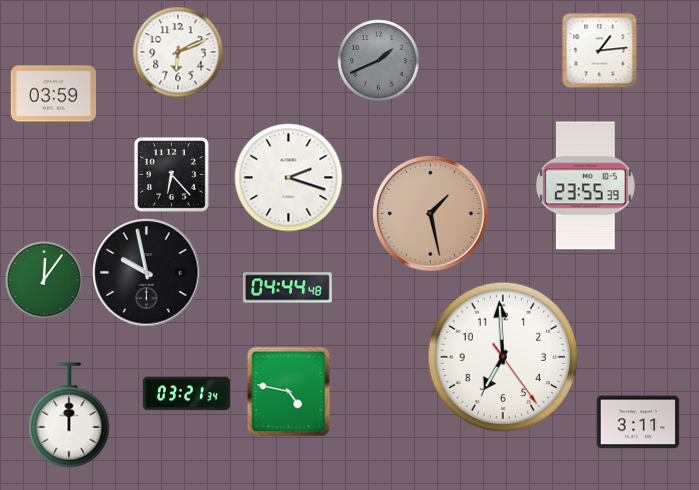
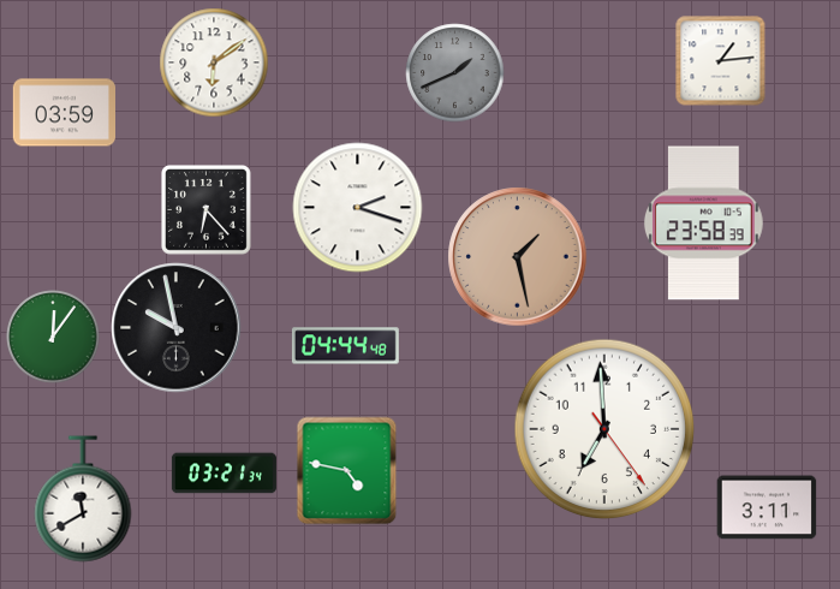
clock at (178, 52): 6:11 -> 6:09
clock at (289, 178) position: (289, 178) -> (358, 208)
clock at (586, 186): 23:55 -> 23:58
clock at (69, 415): 12:00 -> 11:40
